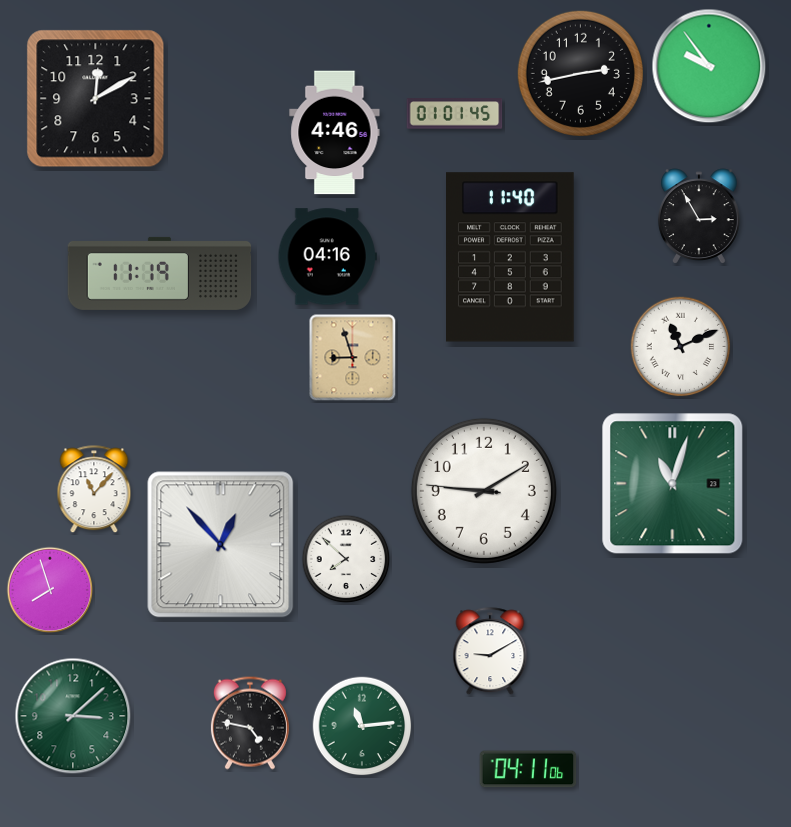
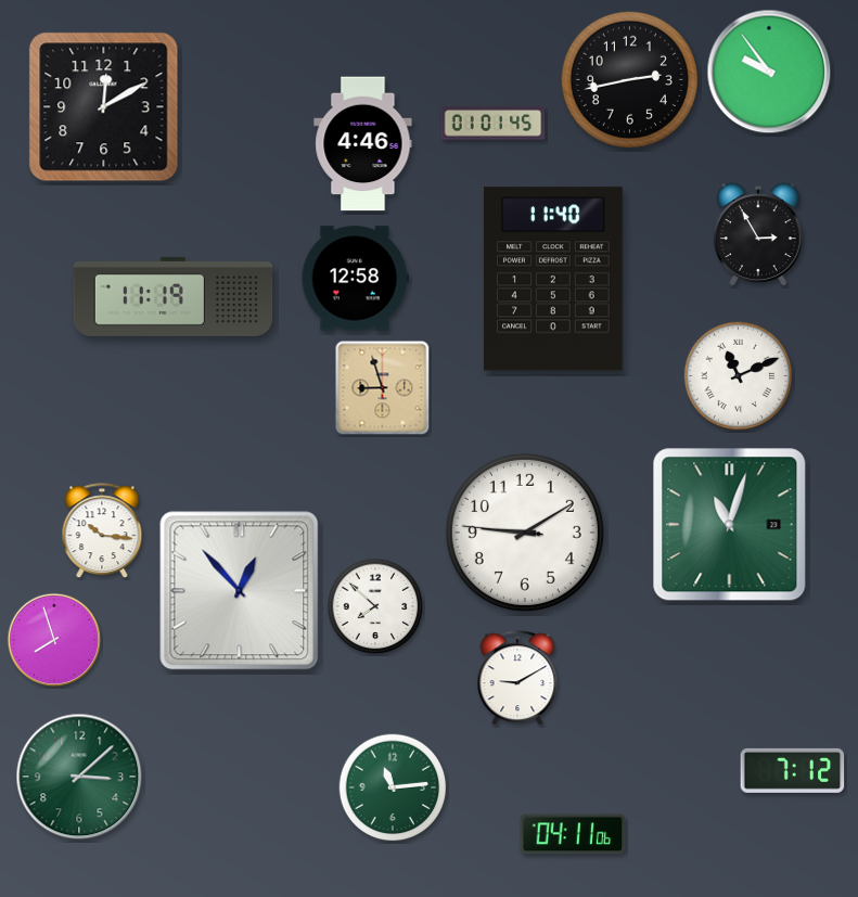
clock at (327, 257): 04:16 -> 12:58
clock at (94, 490): 11:07 -> 10:16
clock at (490, 652) position: (490, 652) -> (517, 679)
clock at (793, 770): none -> 7:12
clock at (250, 723): 4:47 -> none
